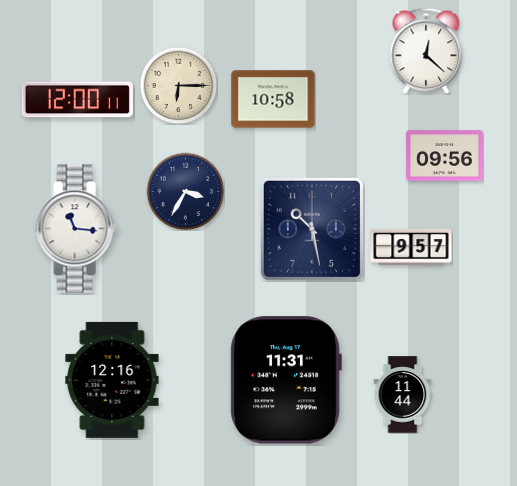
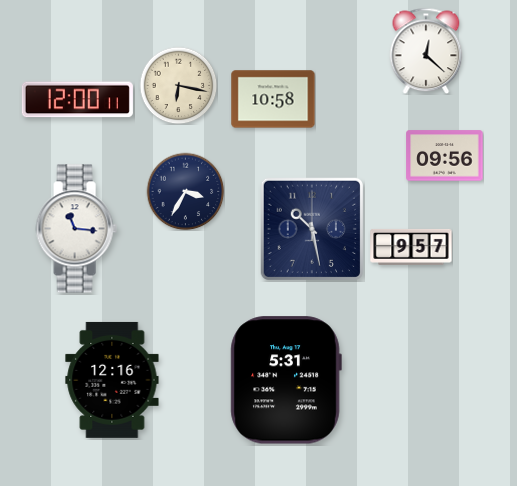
clock at (178, 85): 6:15 -> 6:17
clock at (286, 380): 11:31 -> 5:31
clock at (403, 395): 11:44 -> none
